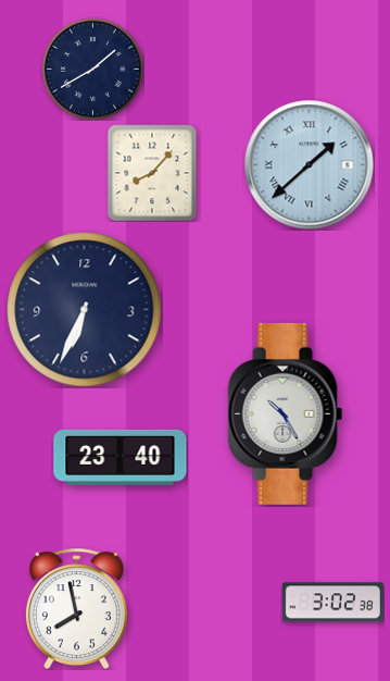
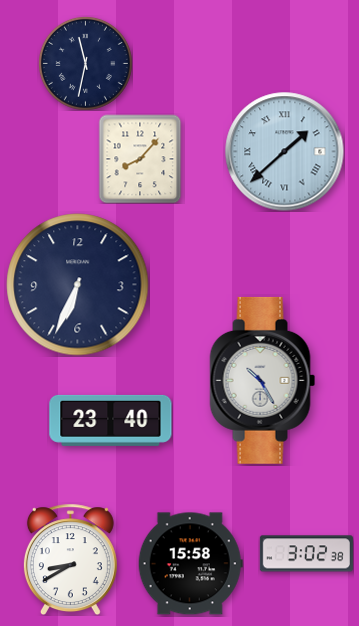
clock at (92, 69): 1:40 -> 11:32
clock at (76, 608): 7:58 -> 8:40
clock at (190, 564): none -> 15:58
